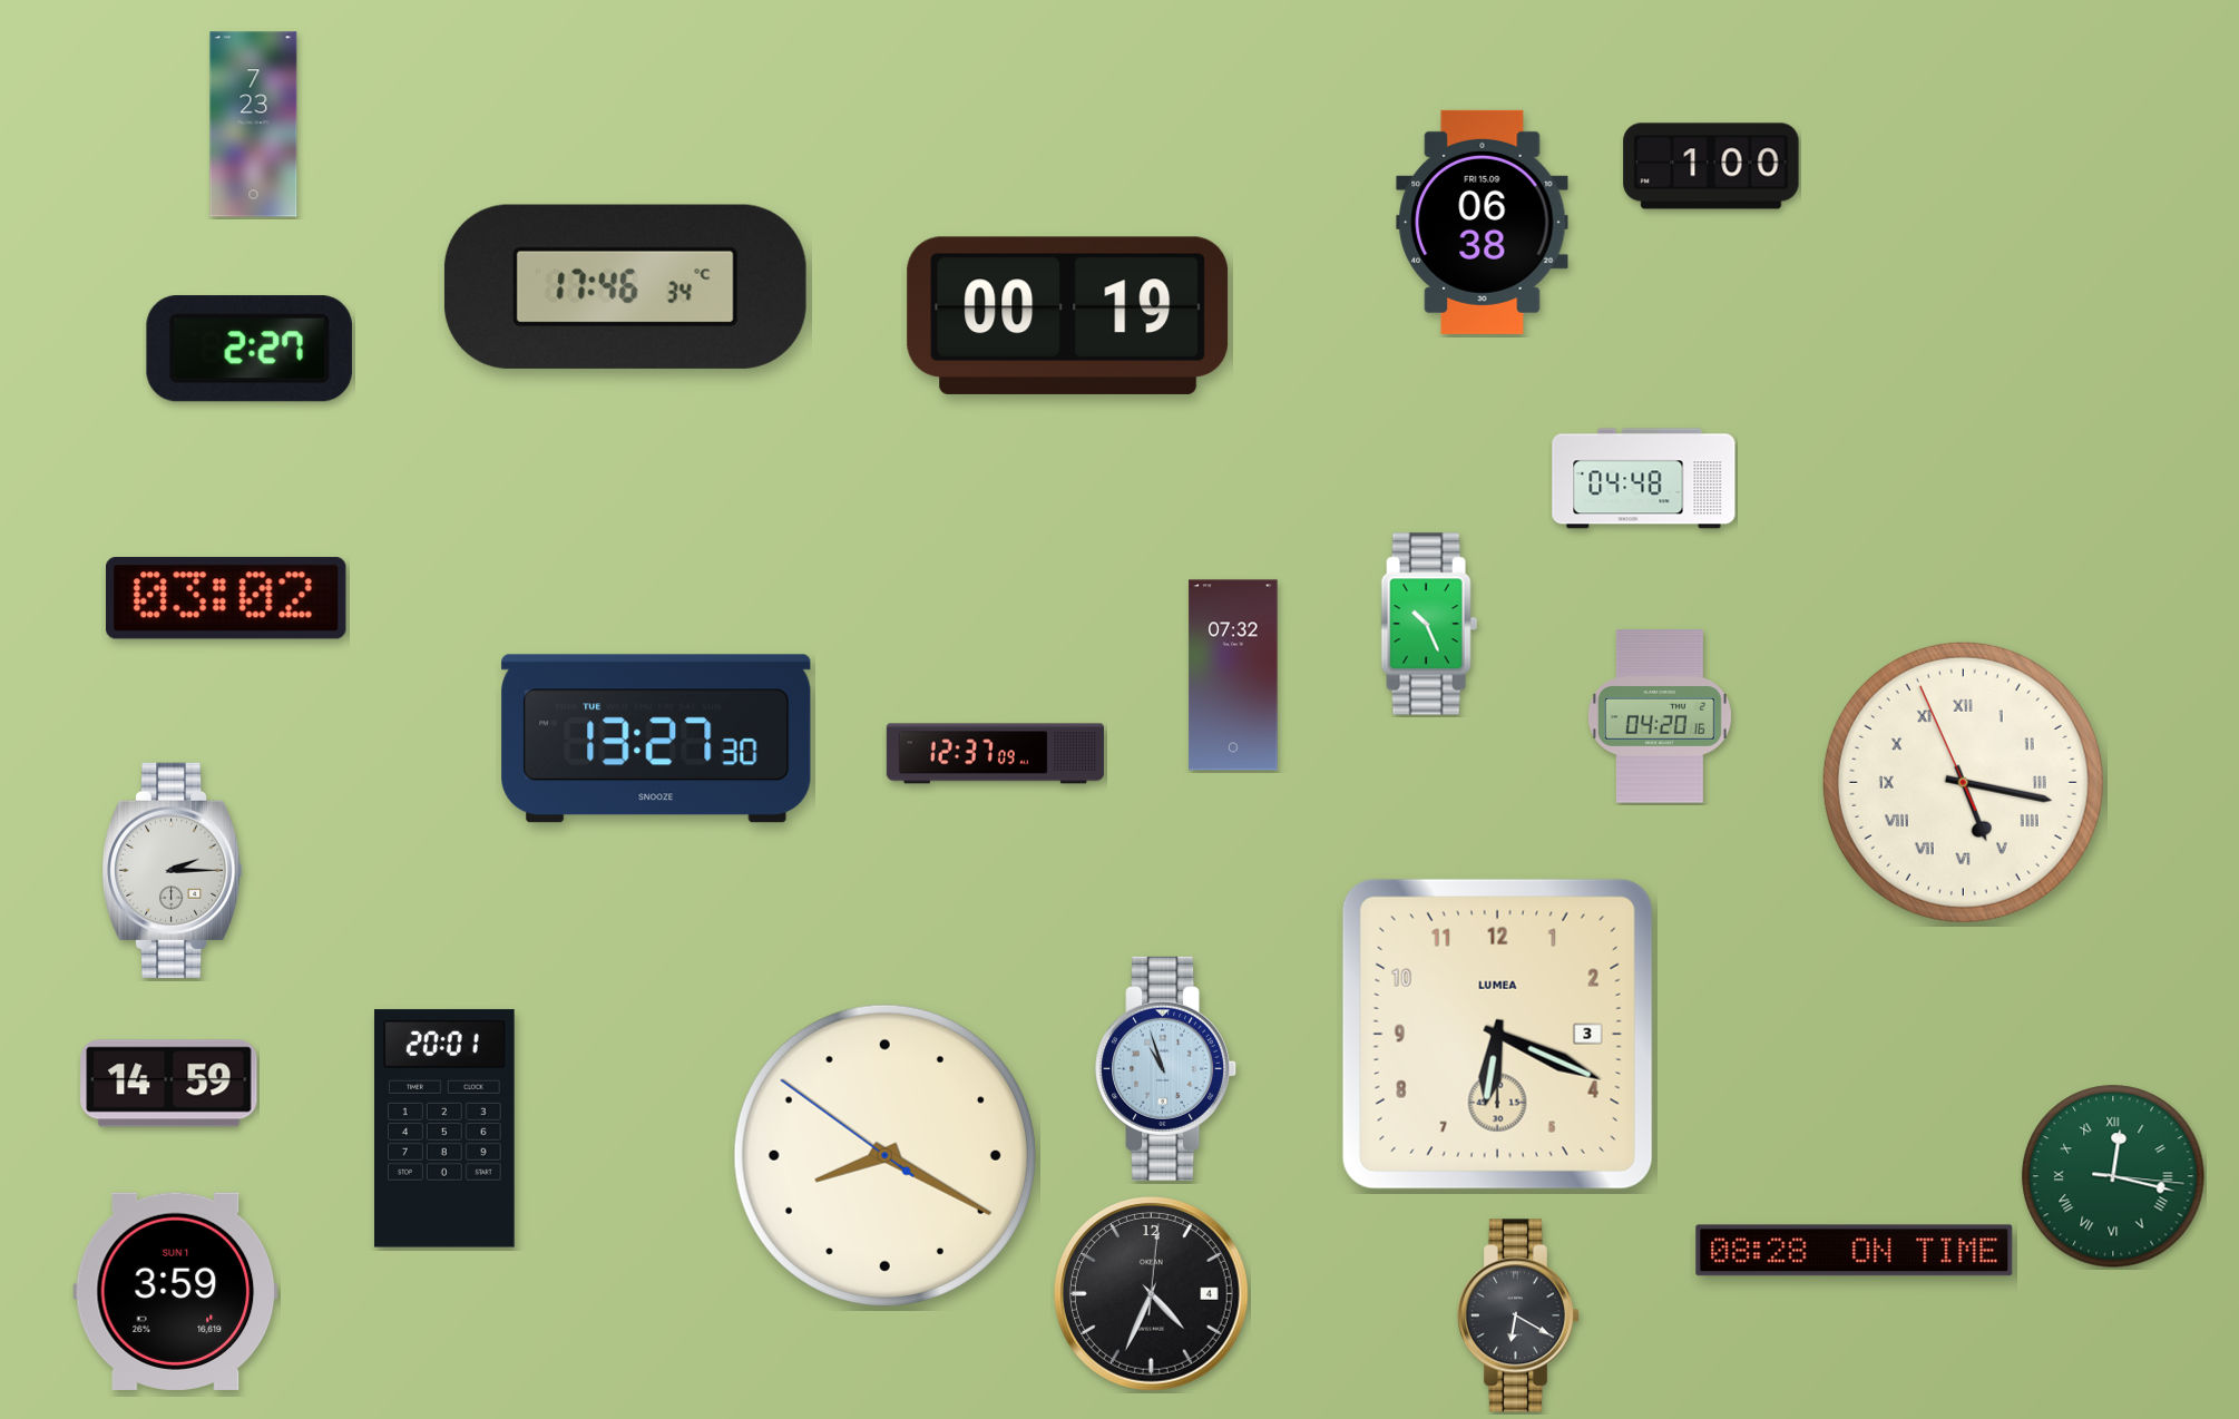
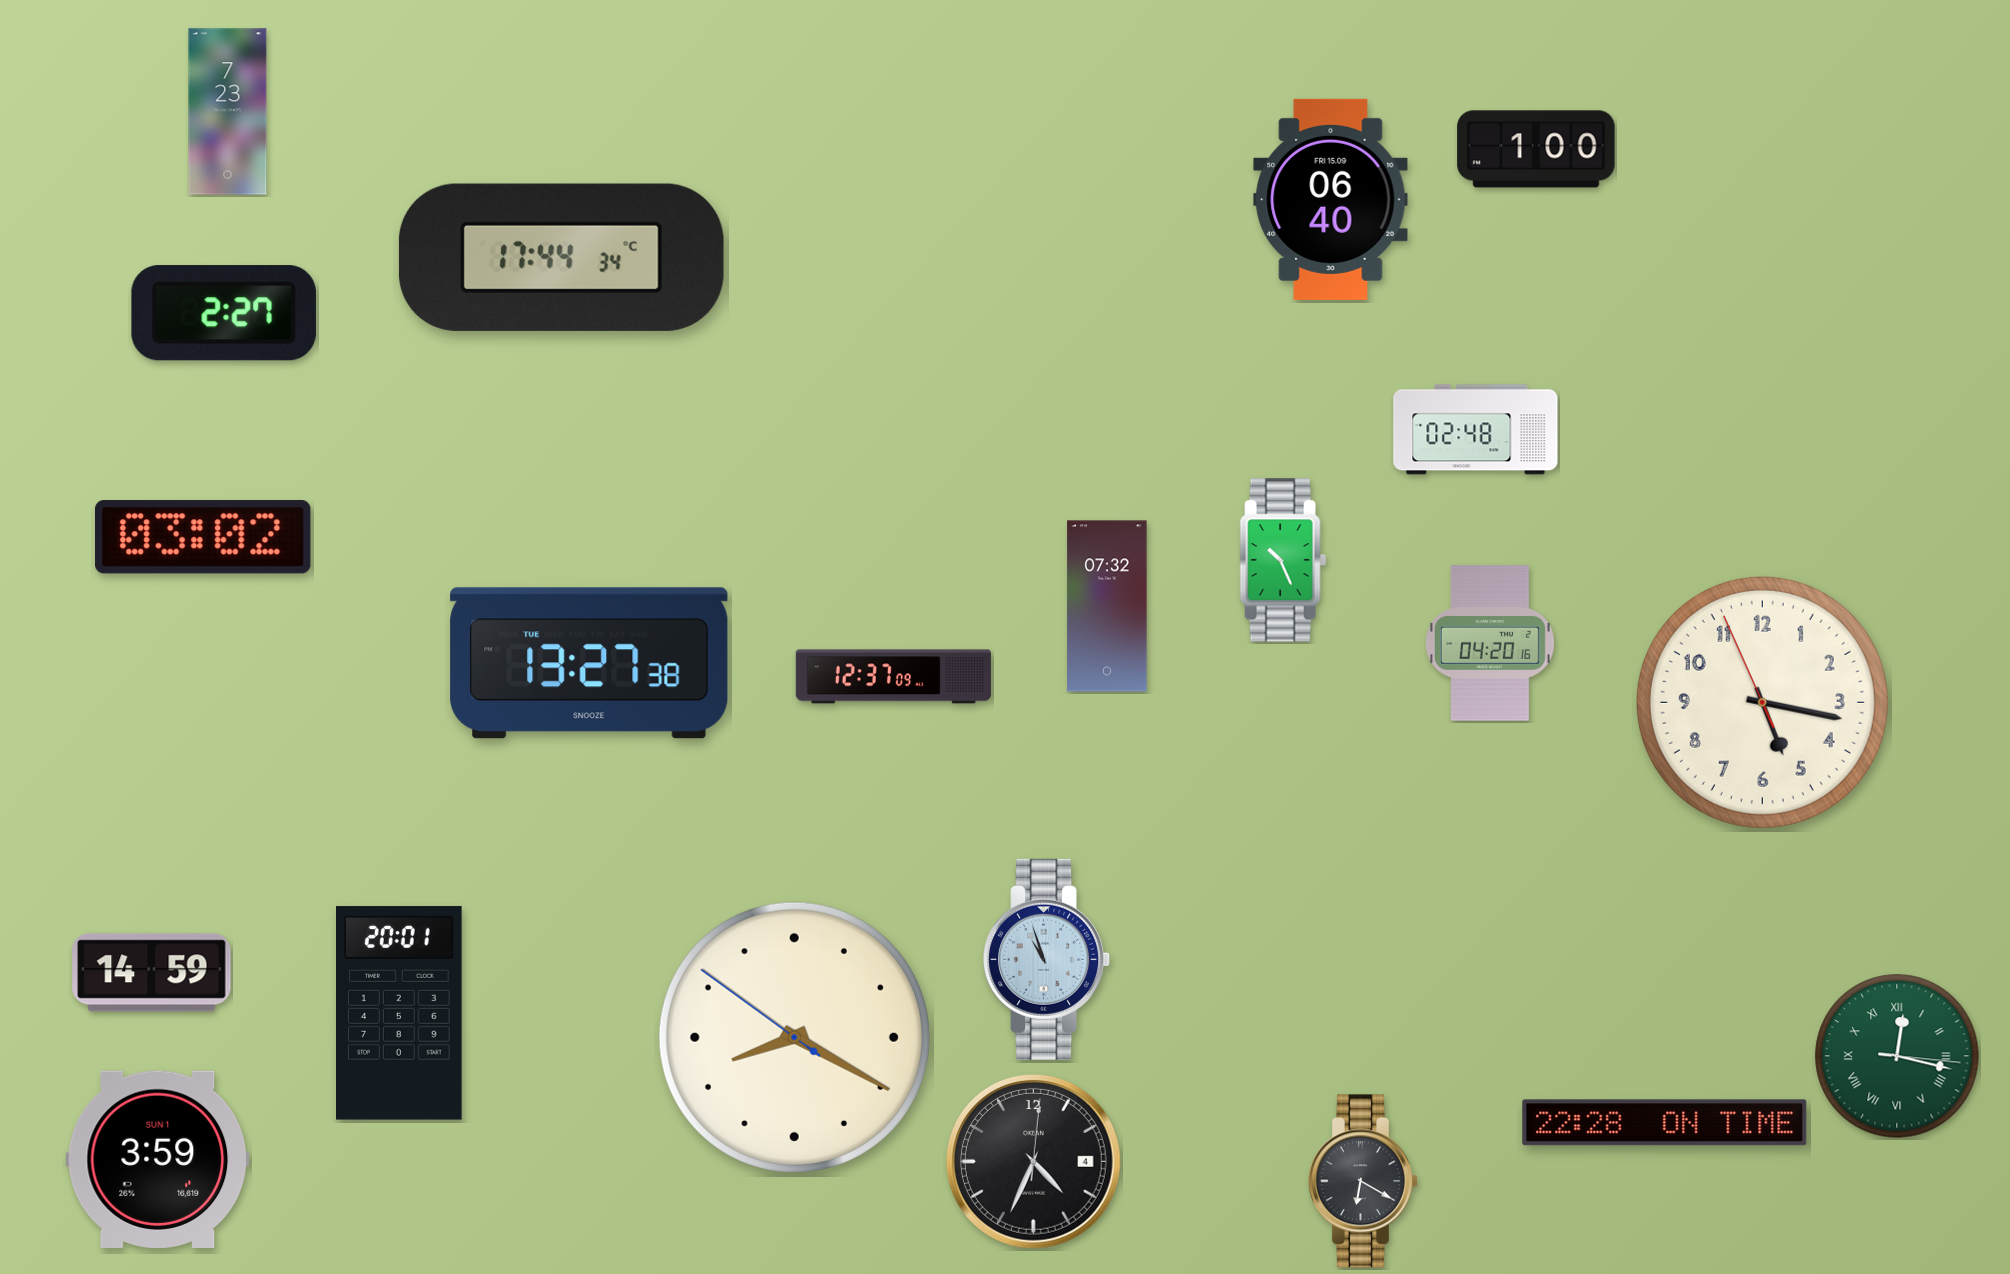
clock at (1483, 222): 06:38 -> 06:40
clock at (625, 286): 17:46 -> 17:44
clock at (1068, 315): 00:19 -> none
clock at (1644, 479): 04:48 -> 02:48
clock at (656, 738): 13:27:30 -> 13:27:38
clock at (1963, 782) numerals: Roman -> Arabic
clock at (172, 870): 2:15 -> none
clock at (1497, 1034): 6:19 -> none
clock at (1855, 1251): 08:28 -> 22:28
